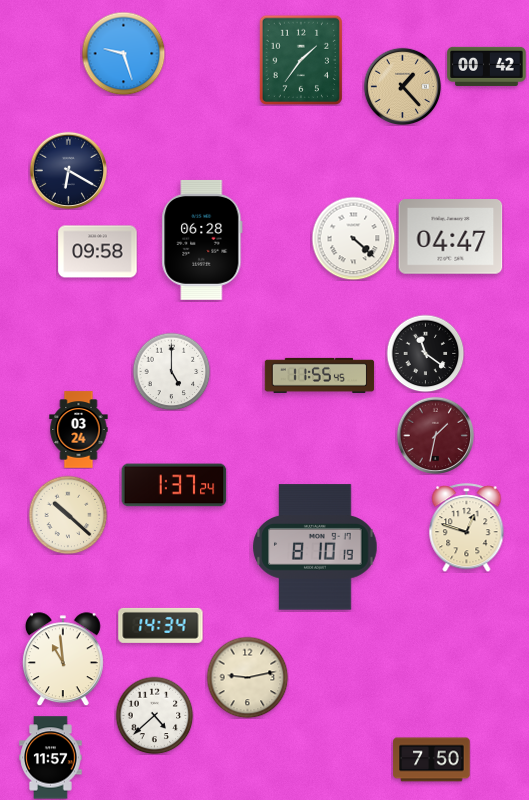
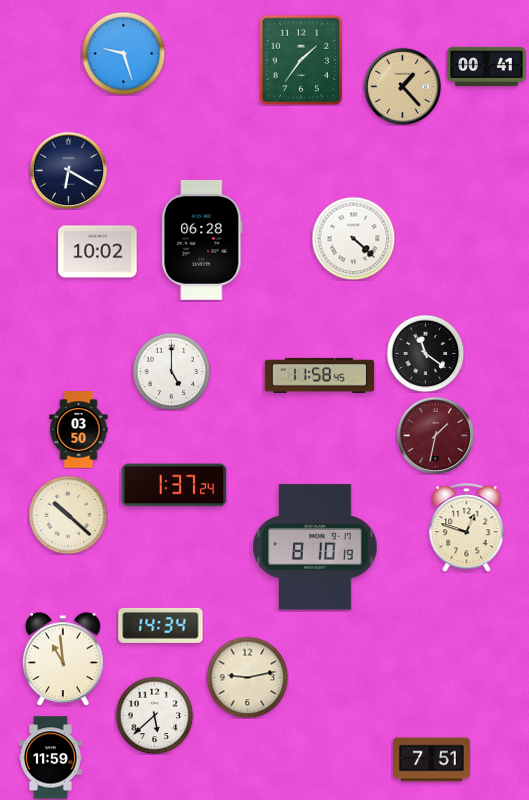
clock at (487, 66): 00:42 -> 00:41
clock at (451, 237): 04:47 -> none
clock at (98, 252): 09:58 -> 10:02
clock at (320, 375): 11:55 -> 11:58
clock at (79, 430): 03:24 -> 03:50
clock at (154, 715): 4:38 -> 5:38
clock at (51, 758): 11:57 -> 11:59
clock at (432, 760): 7:50 -> 7:51
